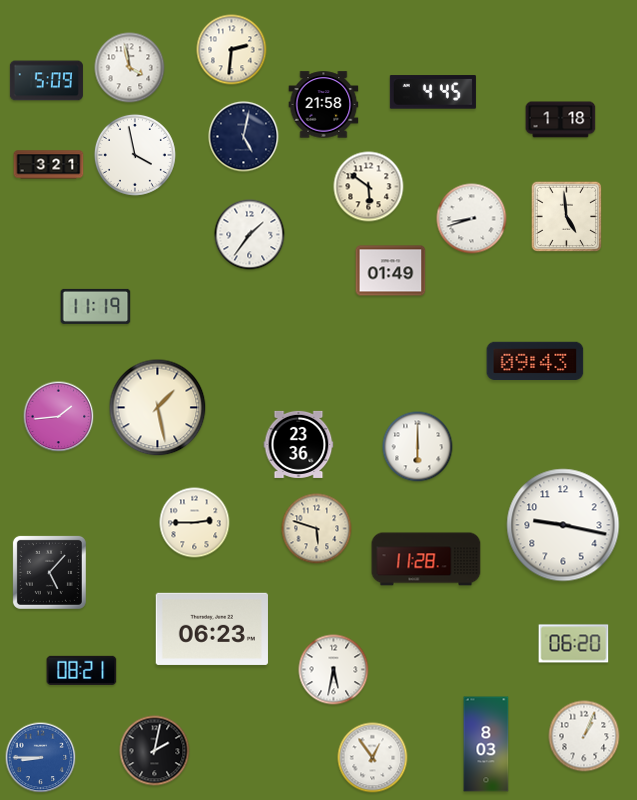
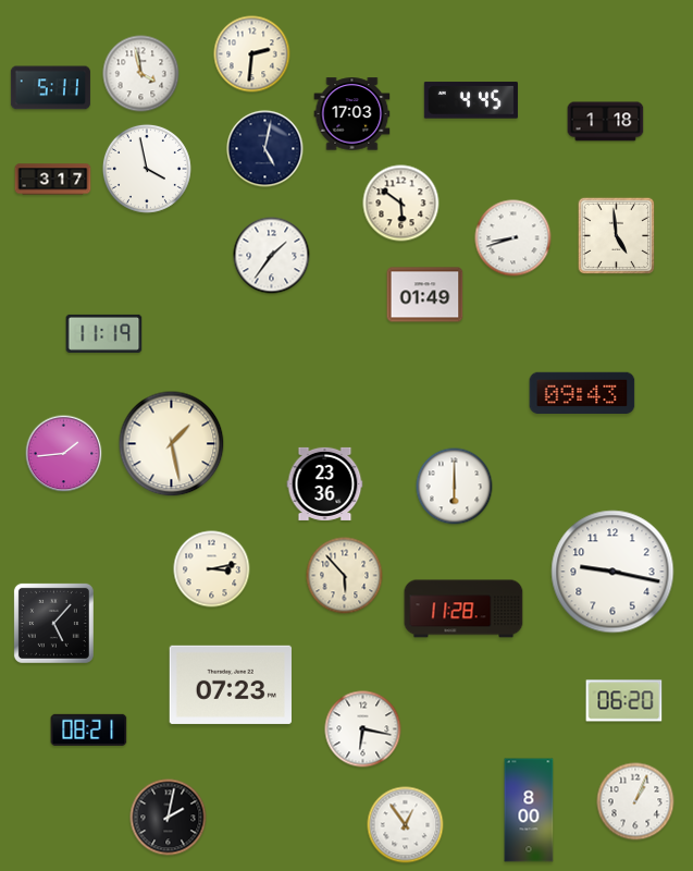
clock at (46, 81): 5:09 -> 5:11
clock at (324, 105): 21:58 -> 17:03
clock at (561, 120) position: (561, 120) -> (606, 122)
clock at (49, 165): 3:21 -> 3:17
clock at (195, 523): 2:45 -> 3:13
clock at (317, 529): 5:48 -> 5:53
clock at (212, 629): 06:23 -> 07:23
clock at (334, 670): 5:32 -> 6:17
clock at (486, 744): 8:03 -> 8:00
clock at (41, 758): 8:45 -> none
